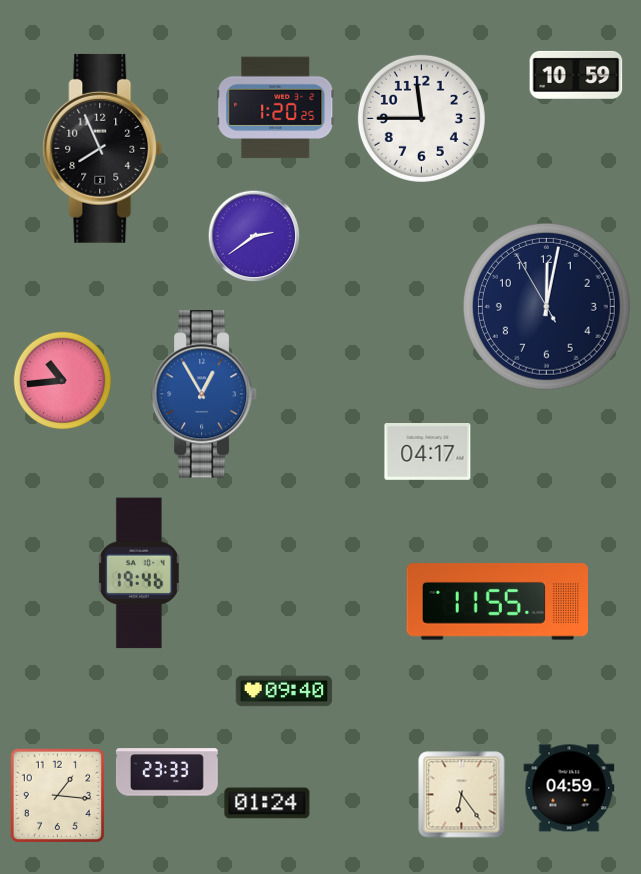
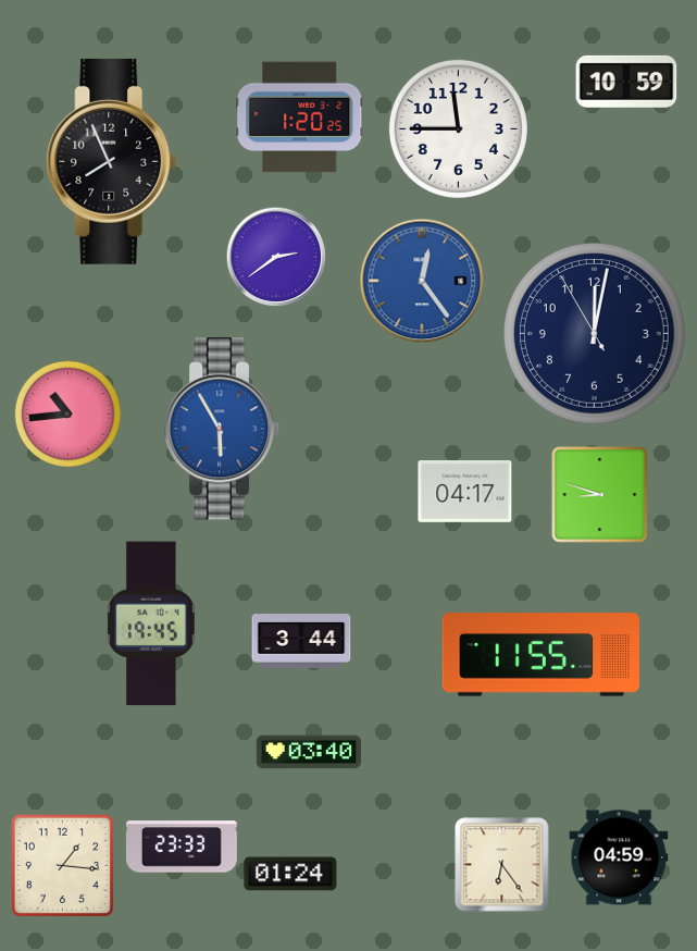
clock at (422, 281): none -> 12:24
clock at (204, 394): 12:55 -> 5:55
clock at (600, 495): none -> 8:48
clock at (139, 573): 19:46 -> 19:45
clock at (301, 641): none -> 3:44
clock at (284, 691): 09:40 -> 03:40
clock at (167, 772) position: (167, 772) -> (182, 847)
